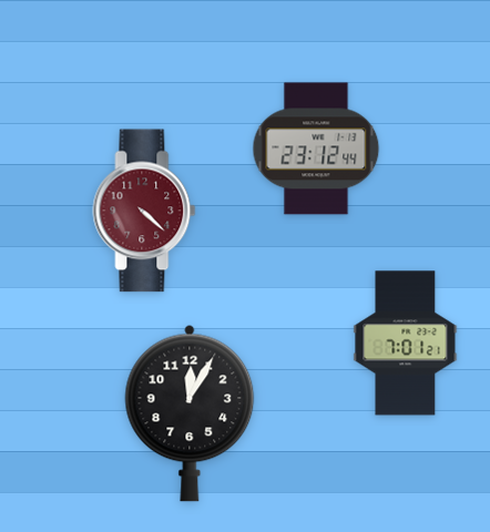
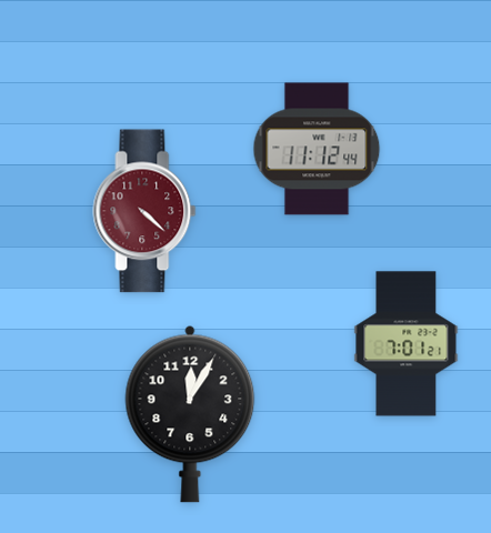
clock at (316, 149): 23:12 -> 11:12
